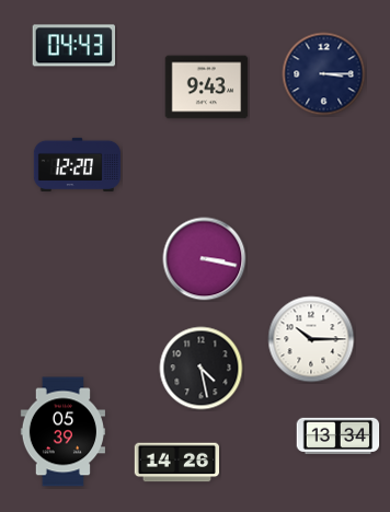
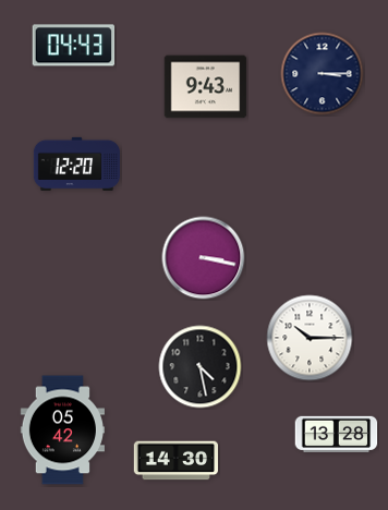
clock at (62, 432): 05:39 -> 05:42
clock at (339, 435): 13:34 -> 13:28
clock at (177, 463): 14:26 -> 14:30
